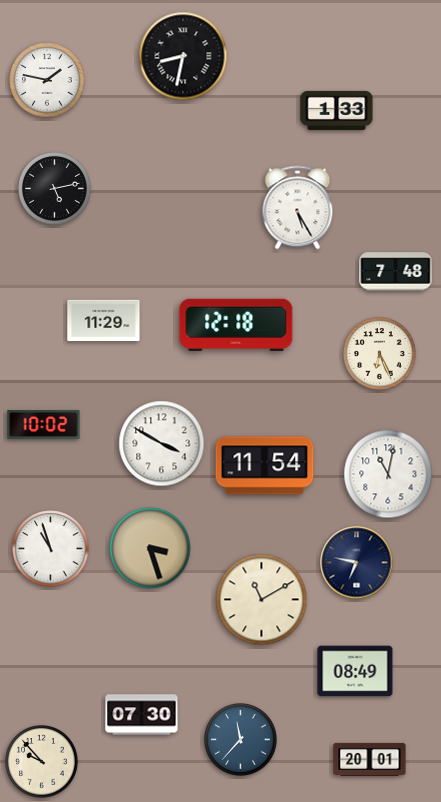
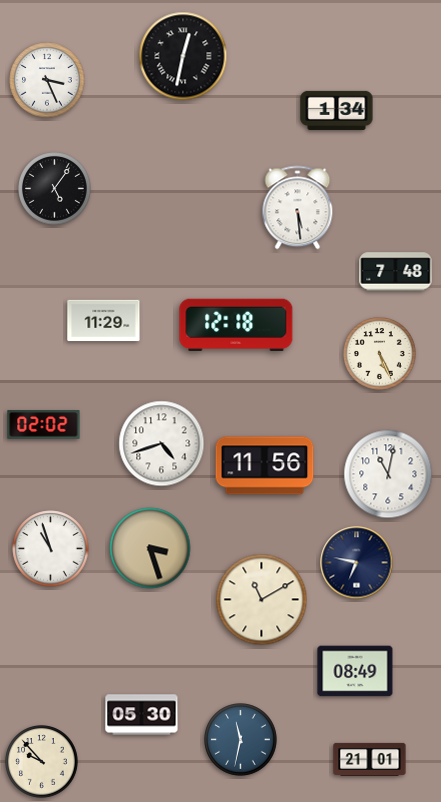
clock at (183, 56): 8:32 -> 12:32
clock at (47, 80): 1:47 -> 3:26
clock at (337, 110): 1:33 -> 1:34
clock at (55, 189): 5:13 -> 5:06
clock at (298, 208): 5:25 -> 5:29
clock at (380, 354): 6:26 -> 5:26
clock at (44, 425): 10:02 -> 02:02
clock at (162, 444): 3:50 -> 4:42
clock at (265, 466): 11:54 -> 11:56
clock at (142, 715): 07:30 -> 05:30
clock at (241, 740): 11:37 -> 11:32
clock at (370, 759): 20:01 -> 21:01
